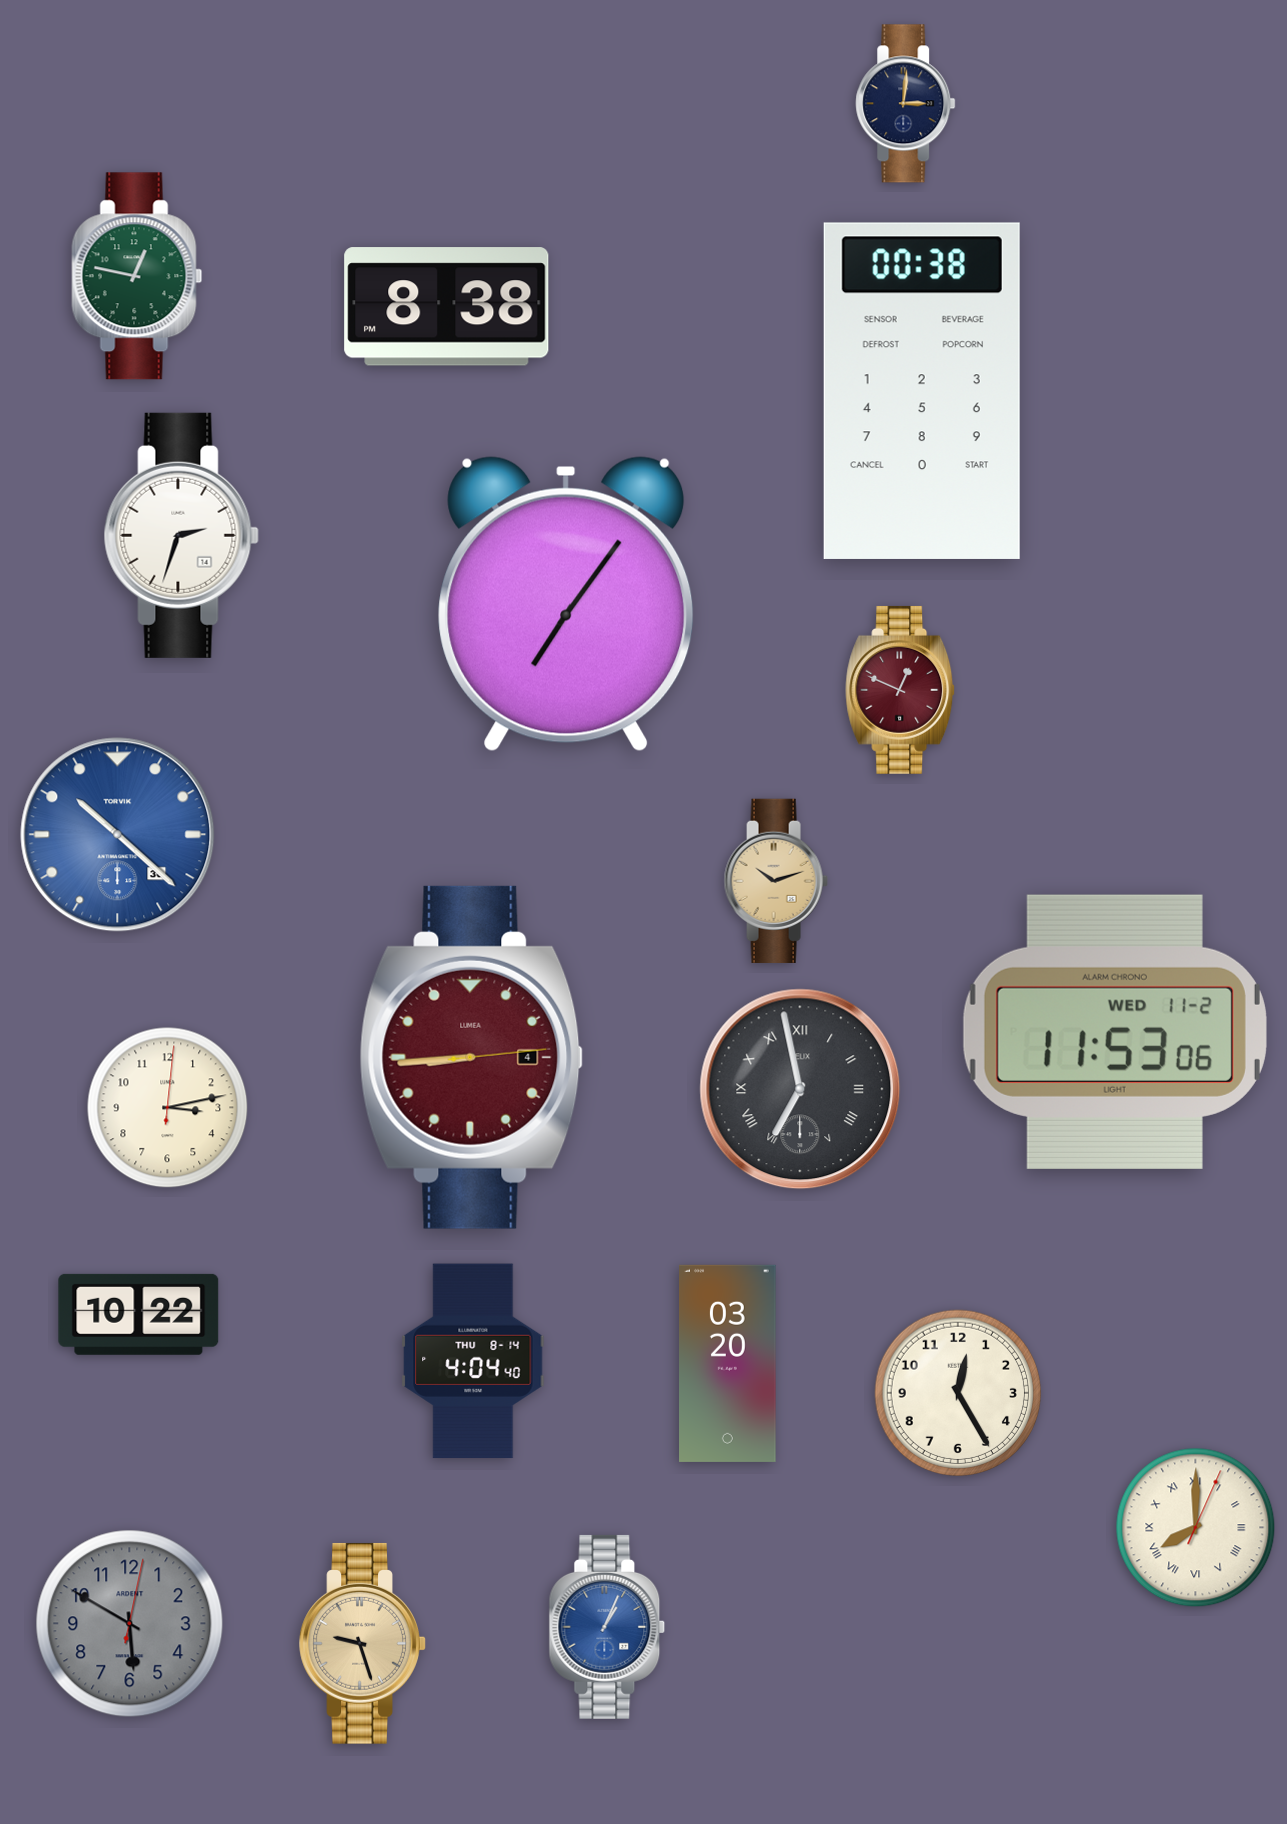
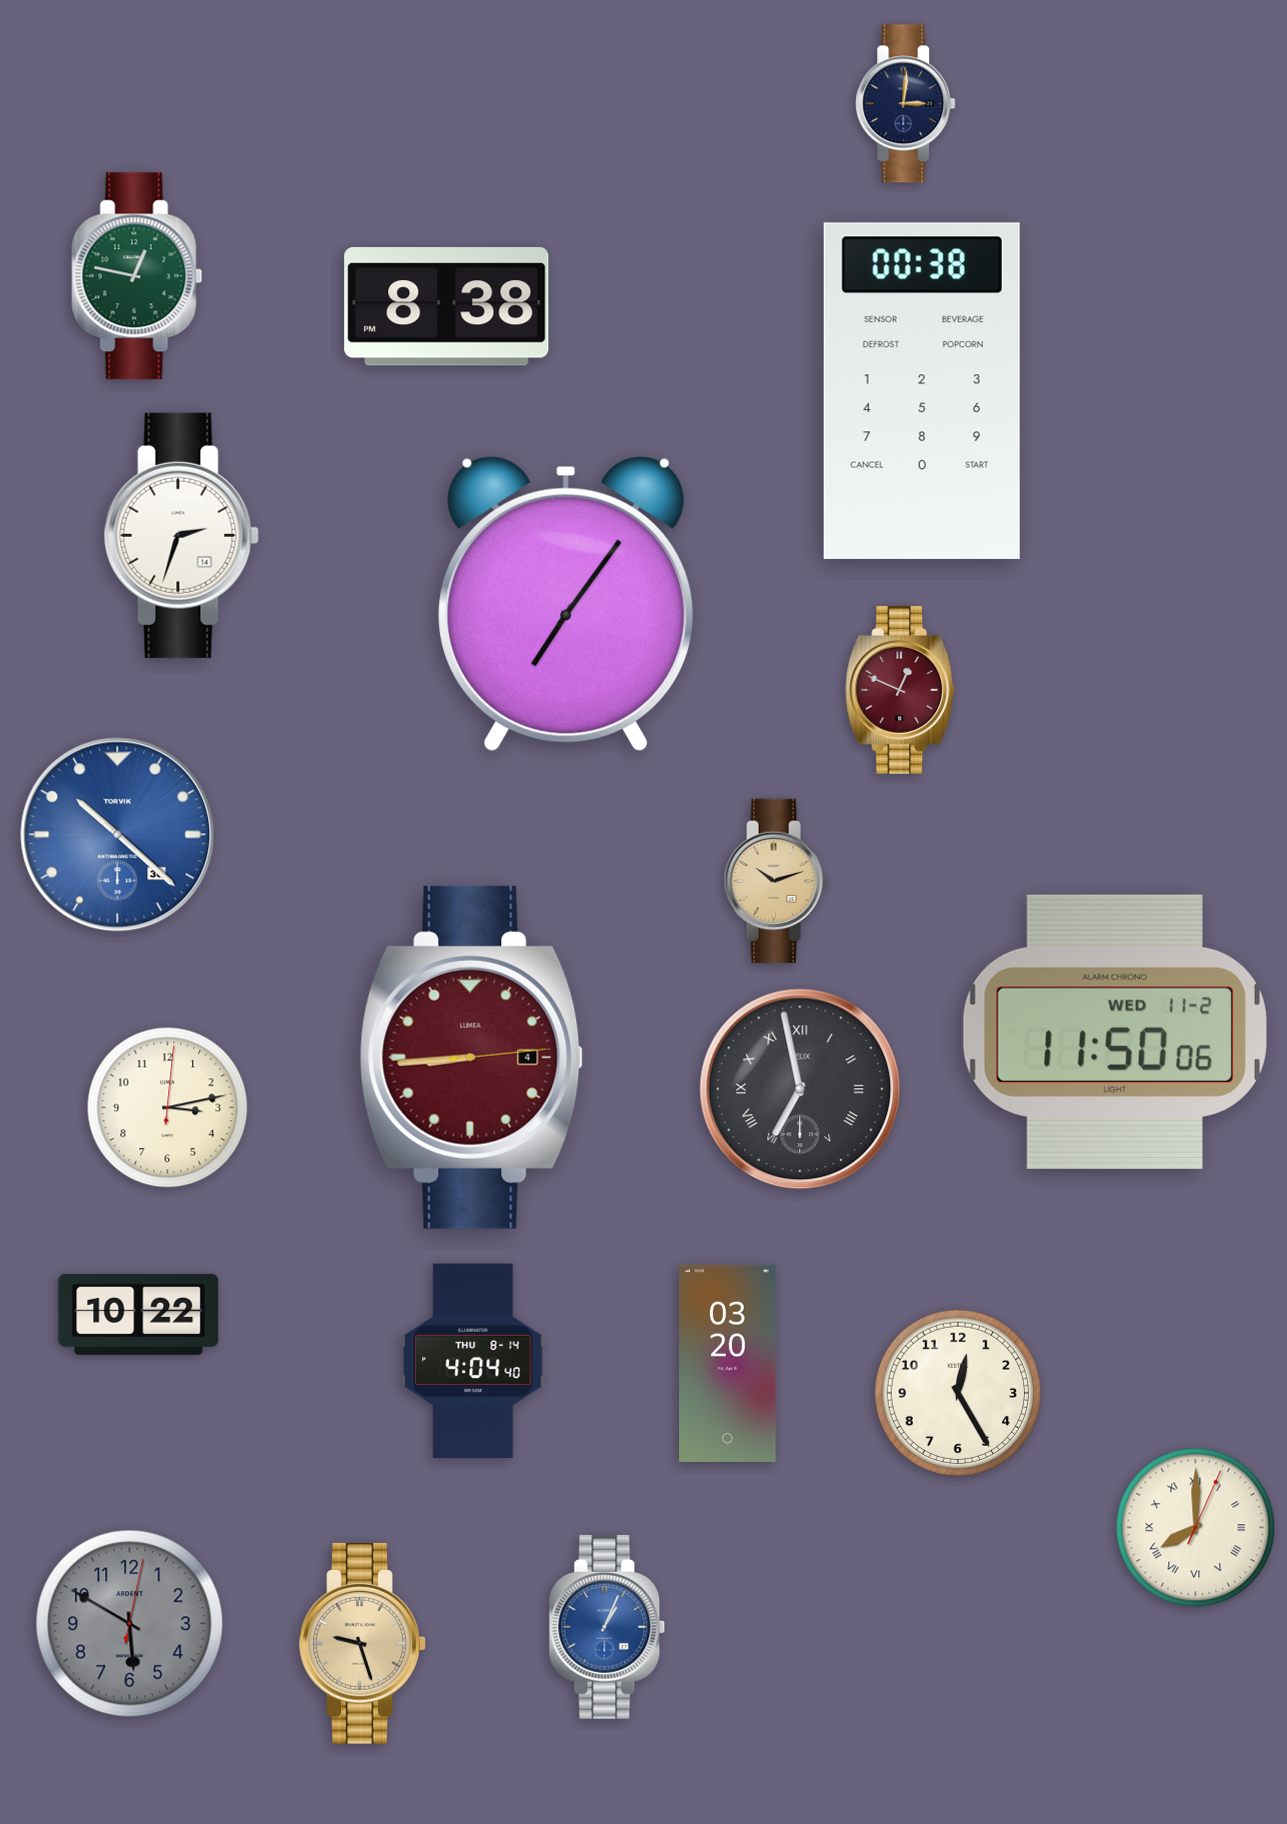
clock at (1115, 1032): 11:53 -> 11:50
